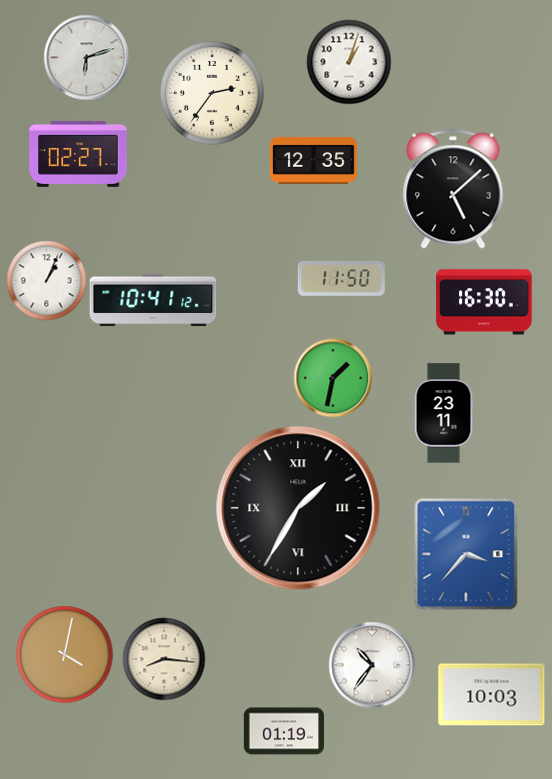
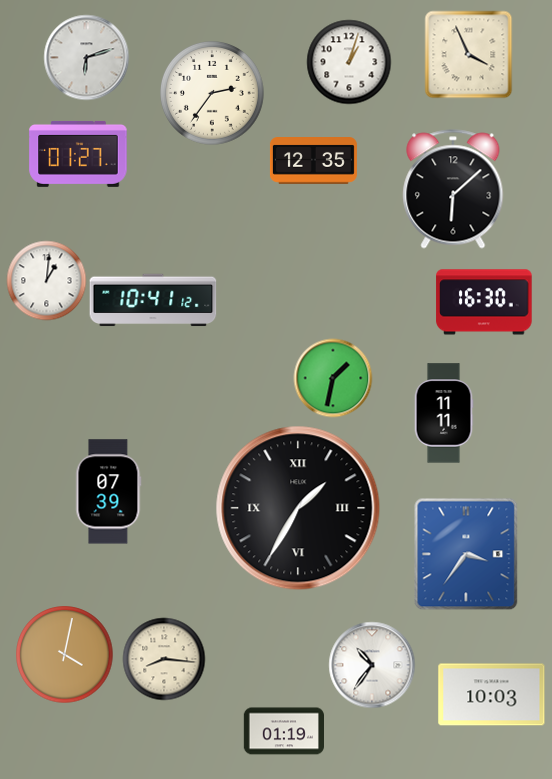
clock at (468, 54): none -> 3:56
clock at (78, 154): 02:27 -> 01:27
clock at (453, 189): 5:08 -> 6:08
clock at (341, 278): 11:50 -> none
clock at (46, 280): 1:04 -> 1:01
clock at (444, 413): 23:11 -> 11:11
clock at (109, 492): none -> 07:39
clock at (466, 554): 3:37 -> 3:36
